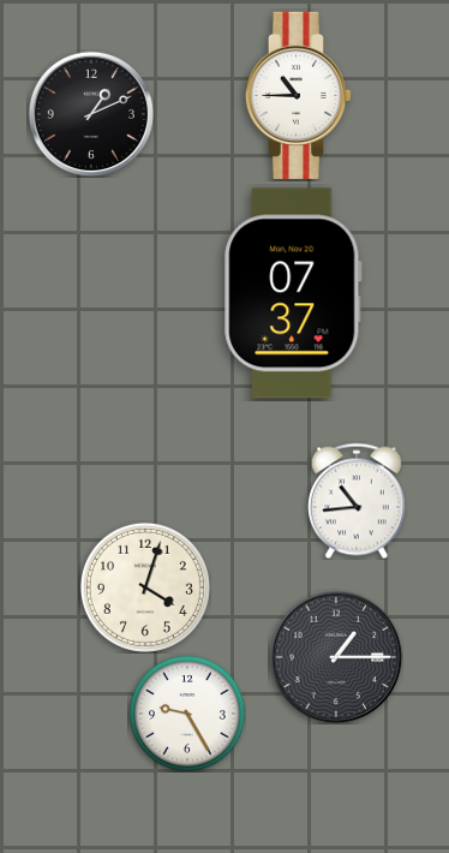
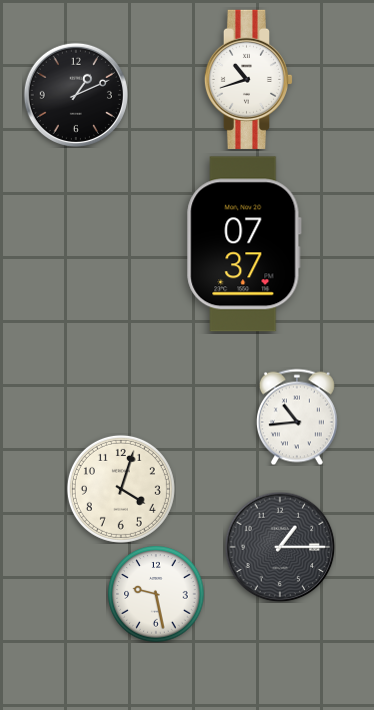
clock at (298, 95): 10:45 -> 10:42
clock at (187, 714): 9:25 -> 9:28
